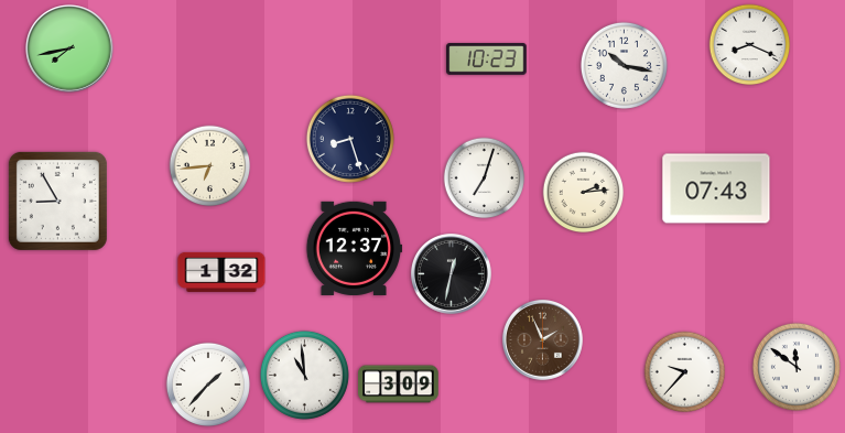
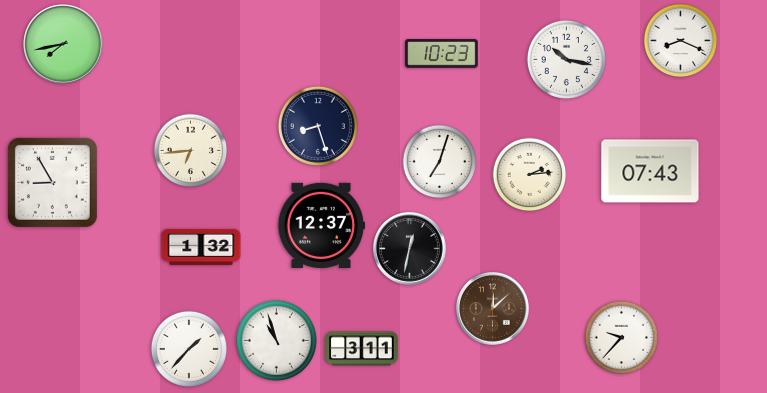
clock at (542, 339): 1:56 -> 12:08
clock at (797, 367): 11:51 -> none
clock at (304, 375): 10:59 -> 10:57
clock at (399, 385): 3:09 -> 3:11
